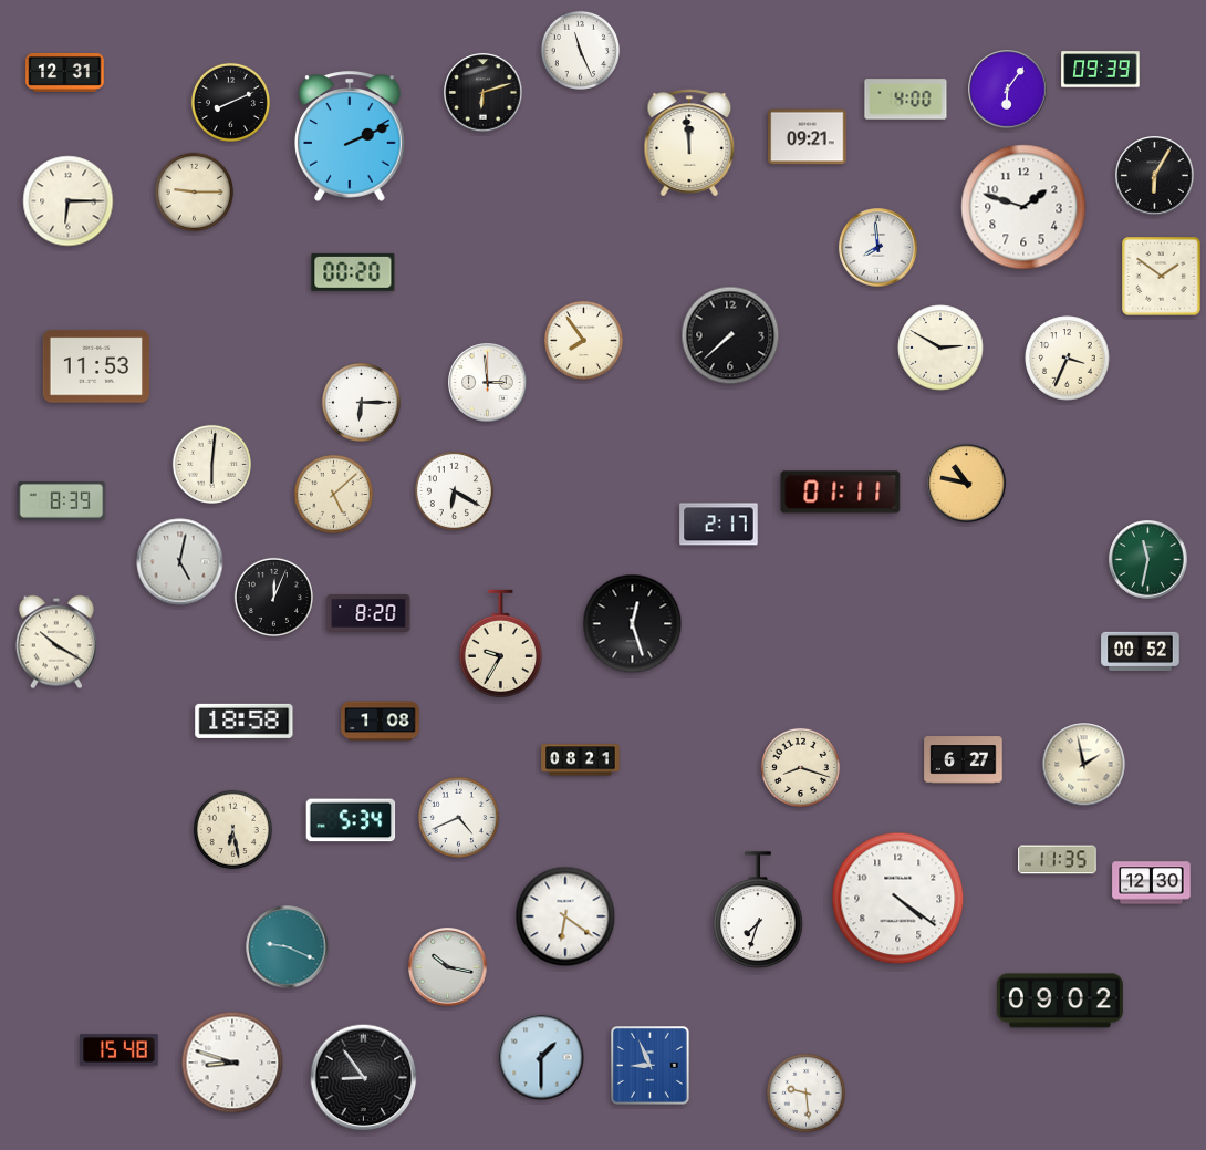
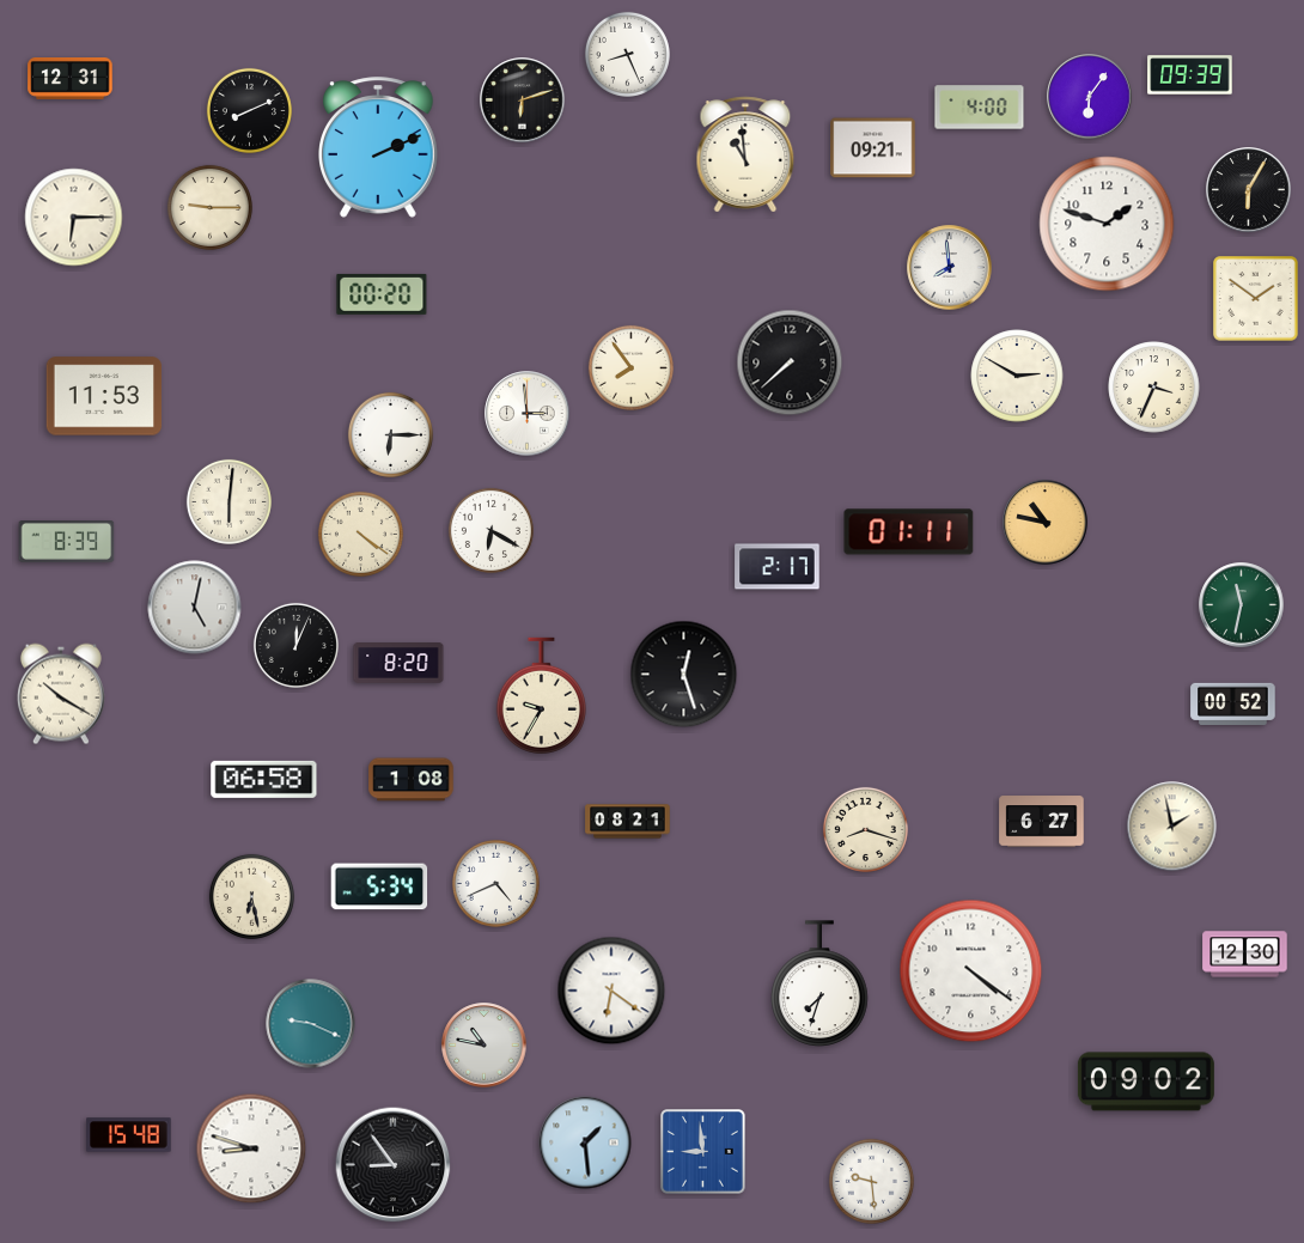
clock at (580, 50): 11:26 -> 8:26
clock at (689, 143): 11:59 -> 10:59
clock at (333, 494): 5:08 -> 4:21
clock at (245, 721): 18:58 -> 06:58
clock at (1058, 860): 11:35 -> none
clock at (448, 967): 10:17 -> 10:47
clock at (541, 1057): 1:30 -> 1:29
clock at (651, 1066): 8:56 -> 8:59
